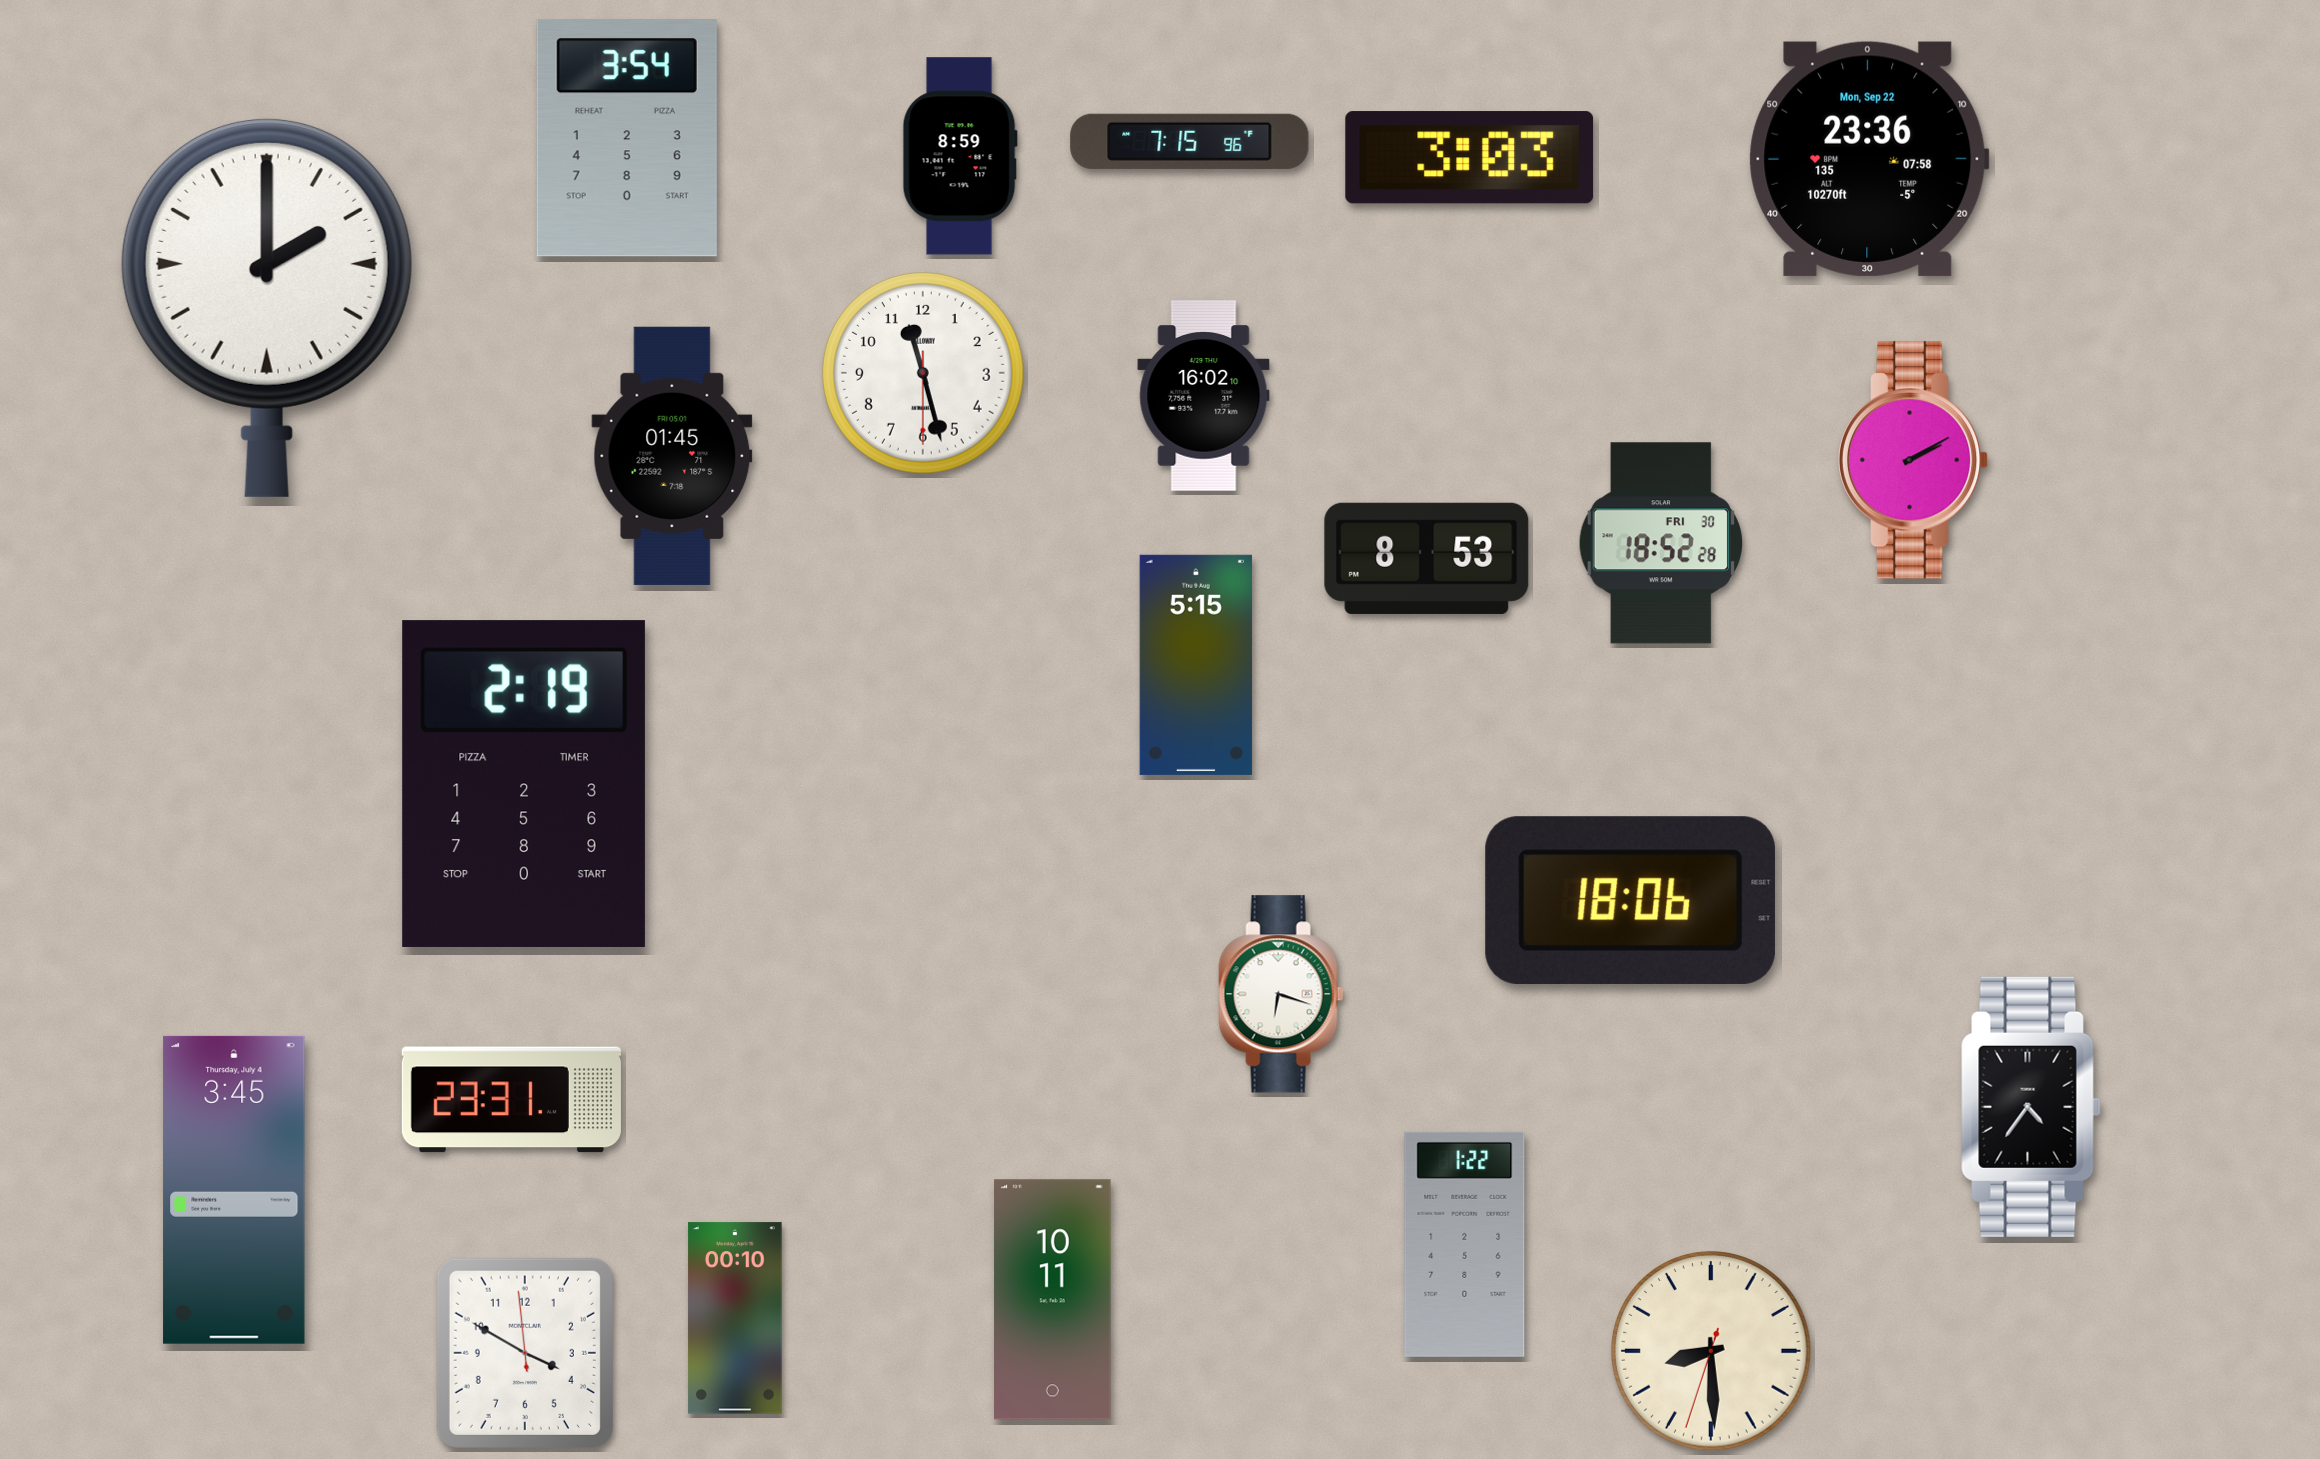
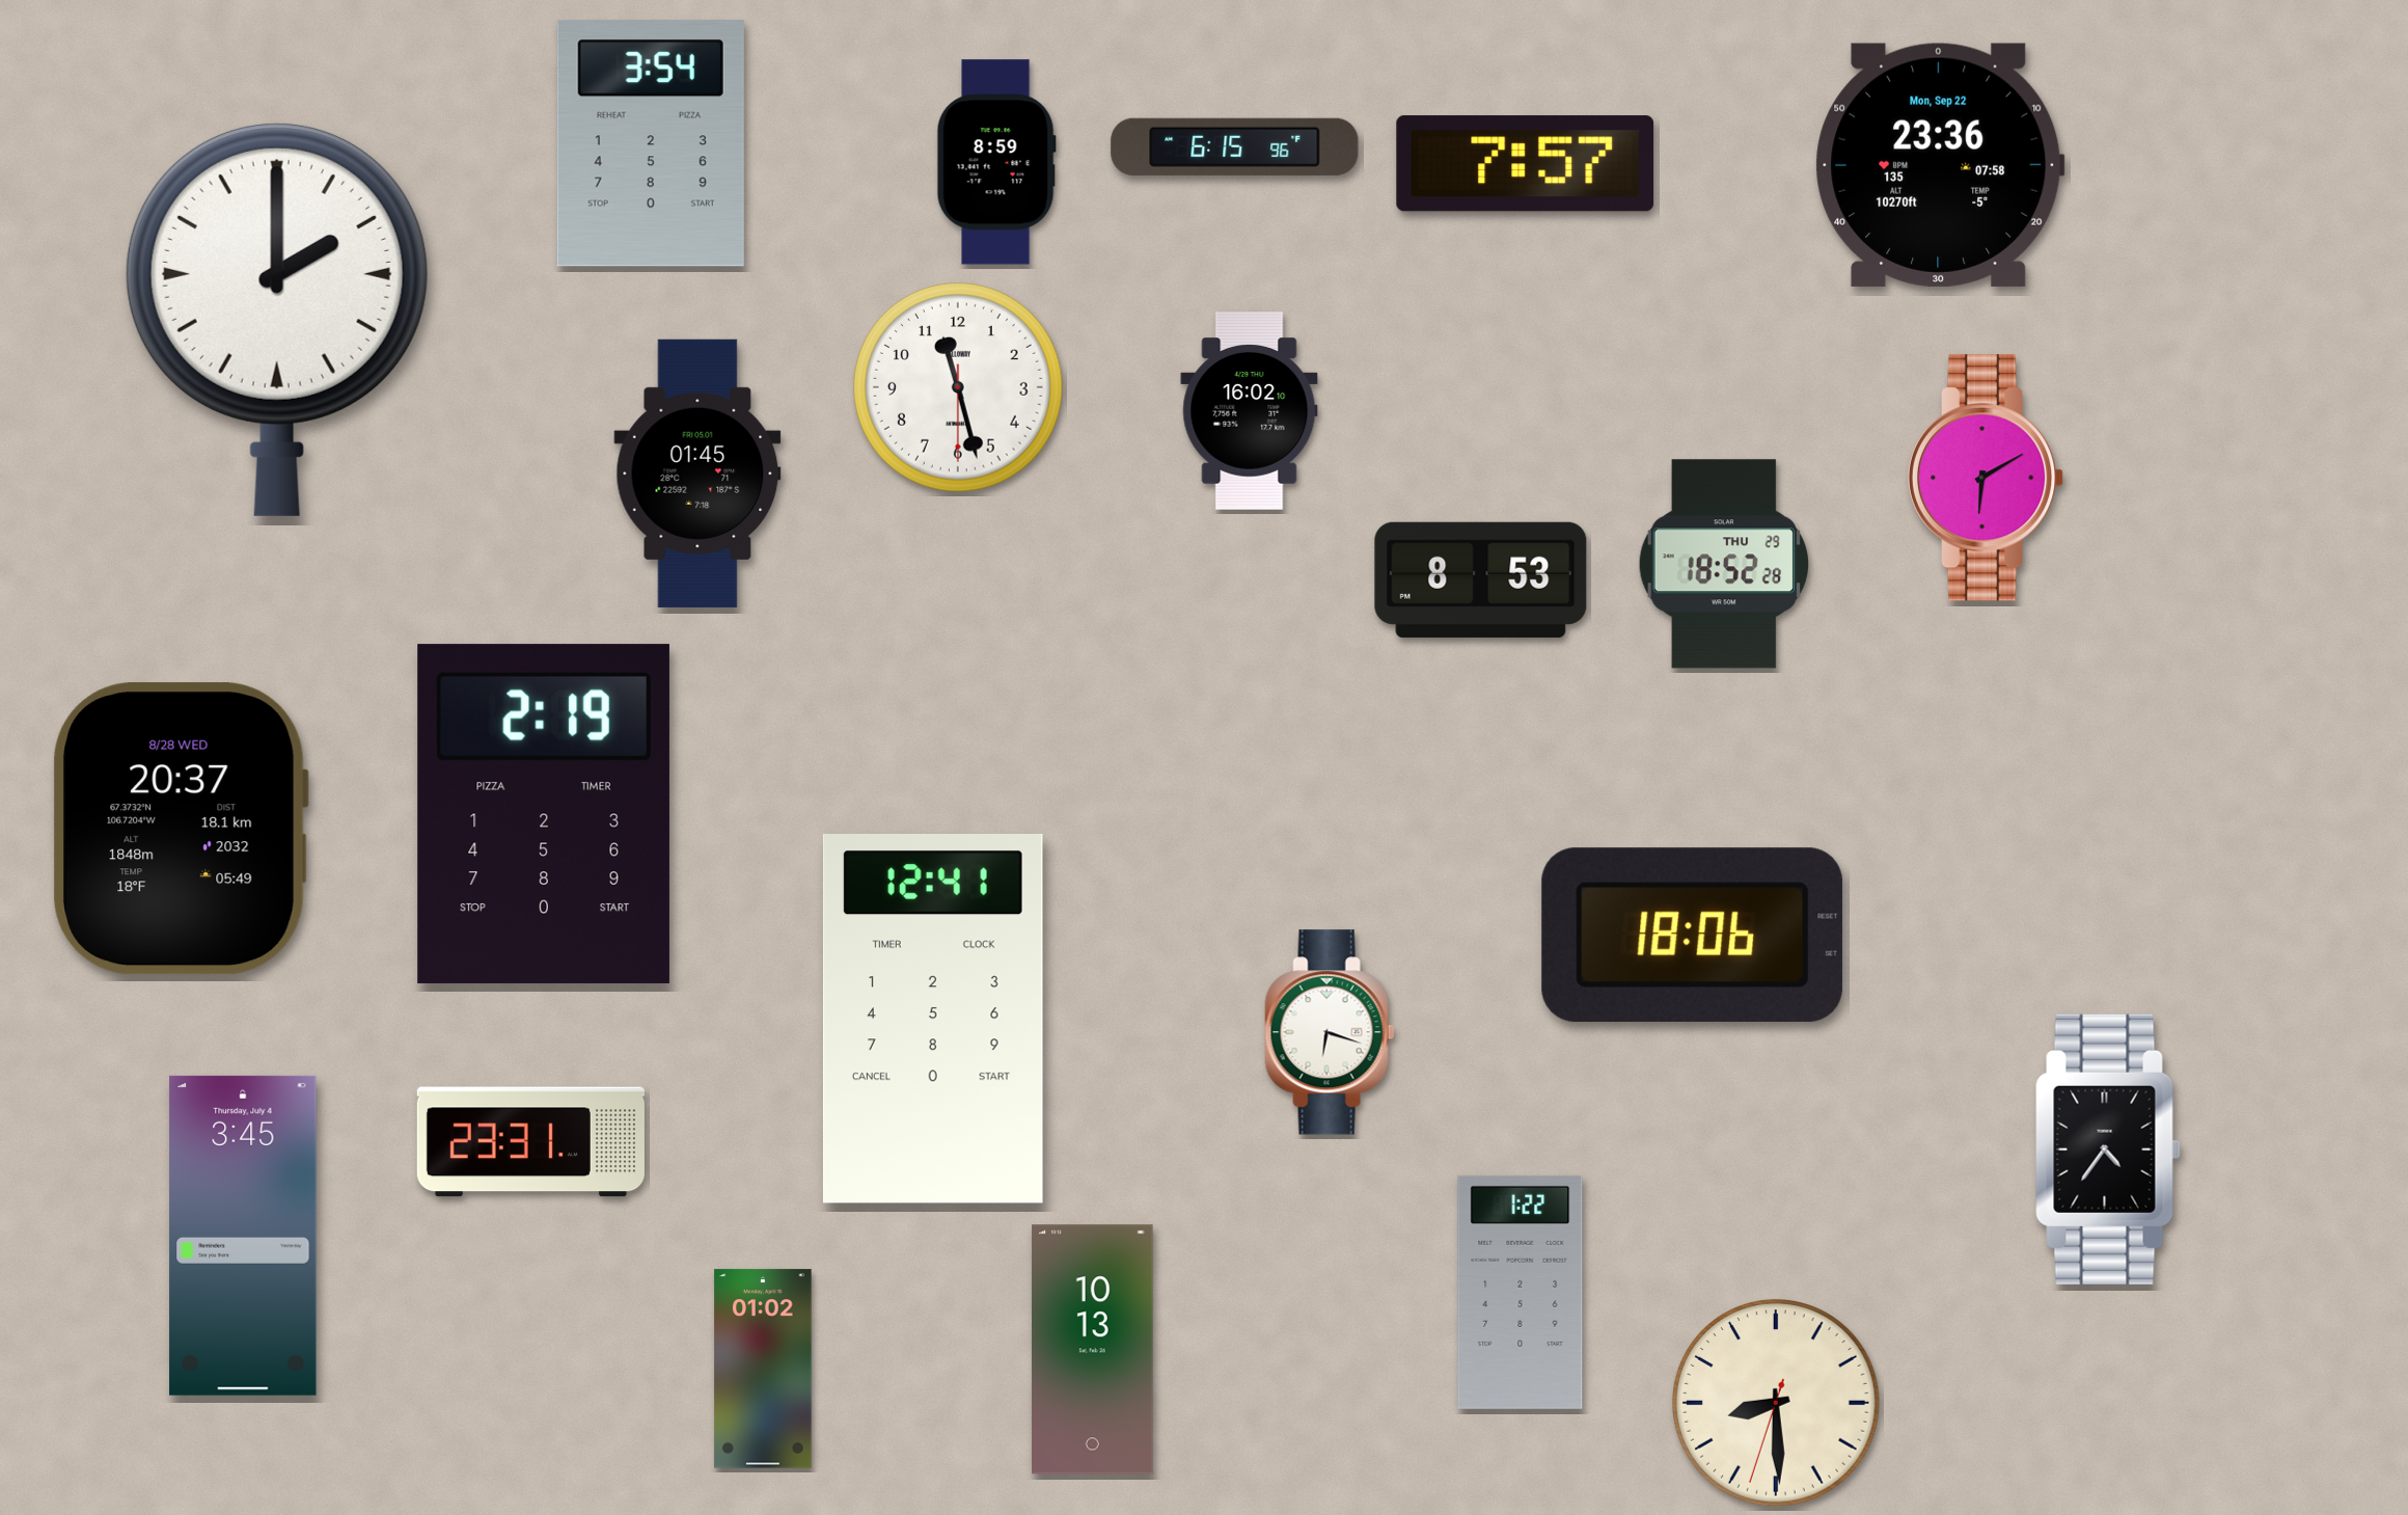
clock at (1190, 141): 7:15 -> 6:15
clock at (1470, 158): 3:03 -> 7:57
clock at (1913, 460): 2:10 -> 6:10
clock at (1660, 543) date: FRI 30 -> THU 29
clock at (1196, 665): 5:15 -> none
clock at (181, 829): none -> 20:37
clock at (933, 1020): none -> 12:41
clock at (1053, 1300): 10:11 -> 10:13
clock at (735, 1318): 00:10 -> 01:02
clock at (525, 1353): 3:49 -> none
